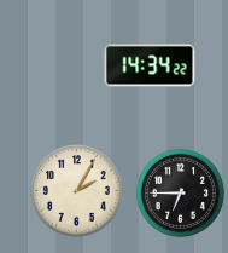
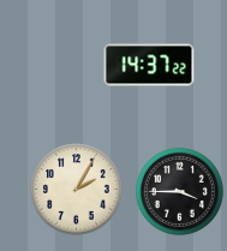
clock at (150, 65): 14:34 -> 14:37
clock at (180, 192): 6:45 -> 3:45
